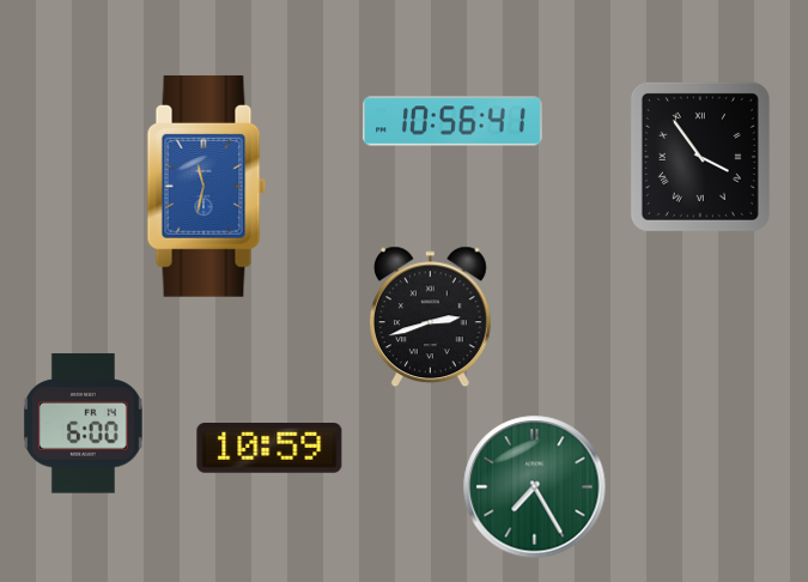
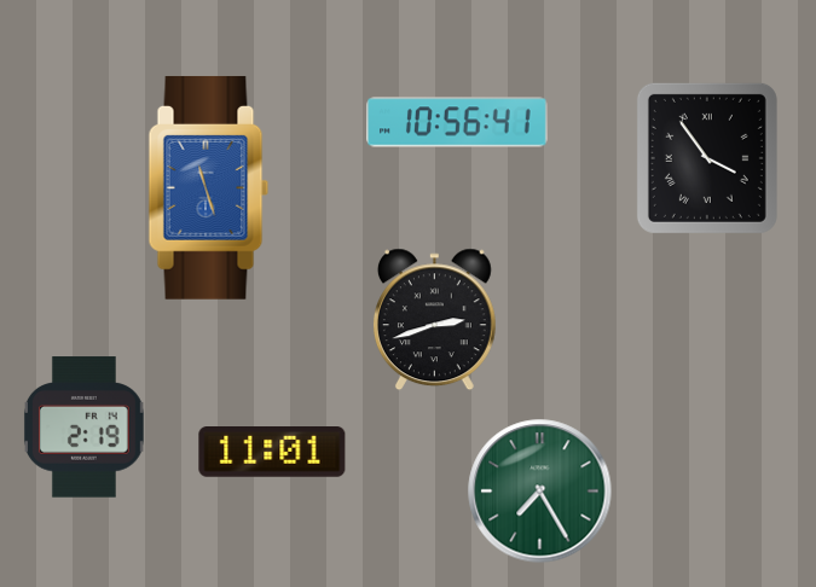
clock at (207, 186): 11:32 -> 11:27
clock at (83, 424): 6:00 -> 2:19
clock at (269, 449): 10:59 -> 11:01
